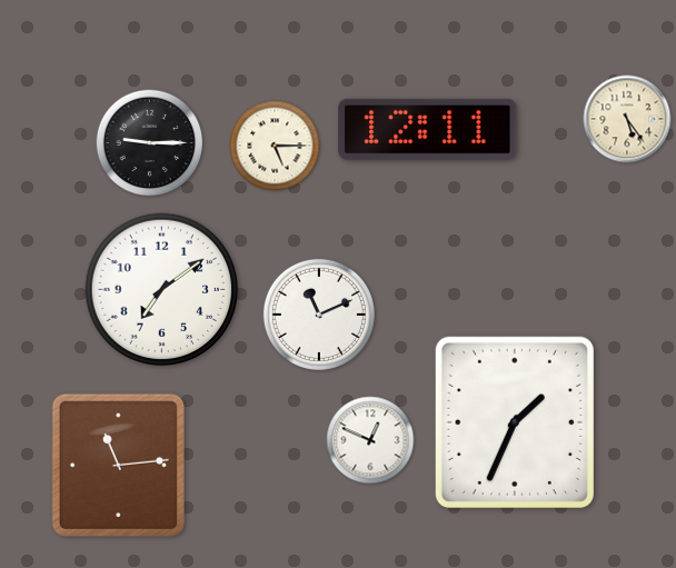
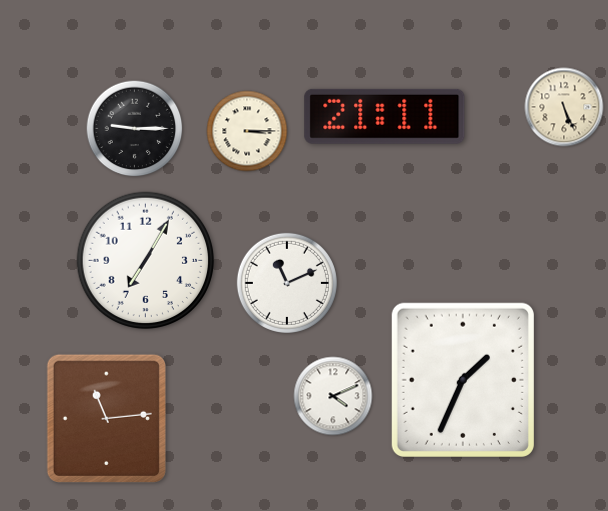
clock at (627, 119): 5:24 -> 5:26
clock at (428, 129): 12:11 -> 21:11
clock at (275, 146): 5:15 -> 3:15
clock at (162, 290): 7:09 -> 7:05
clock at (370, 440): 12:49 -> 4:11
